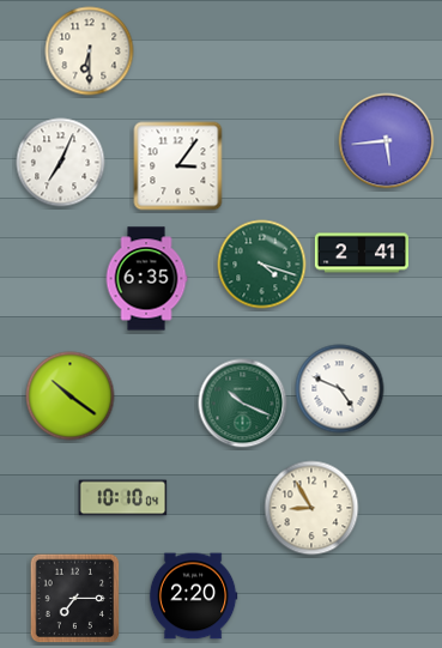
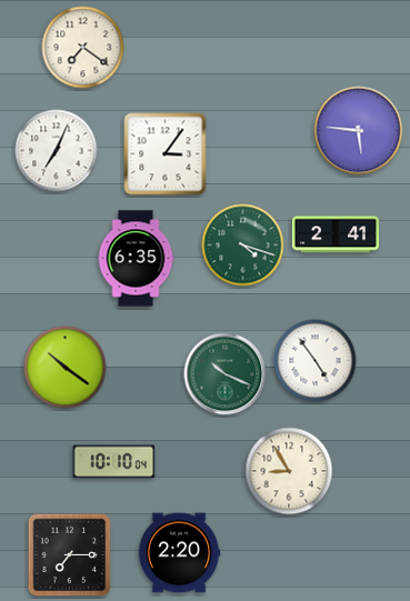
clock at (90, 52): 6:30 -> 7:21
clock at (387, 141): 5:44 -> 5:46
clock at (340, 389): 4:49 -> 4:54
